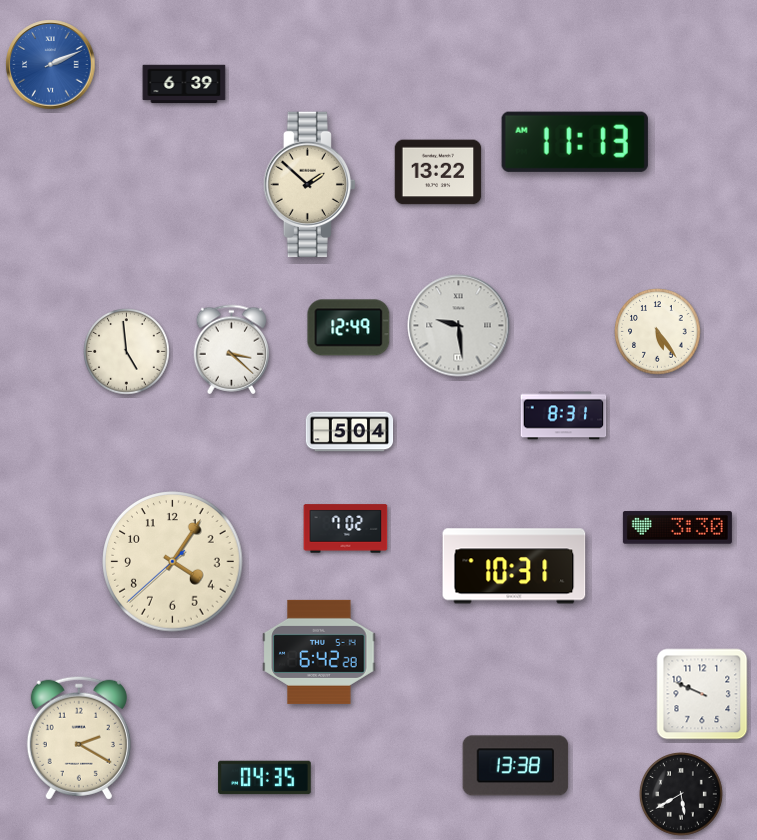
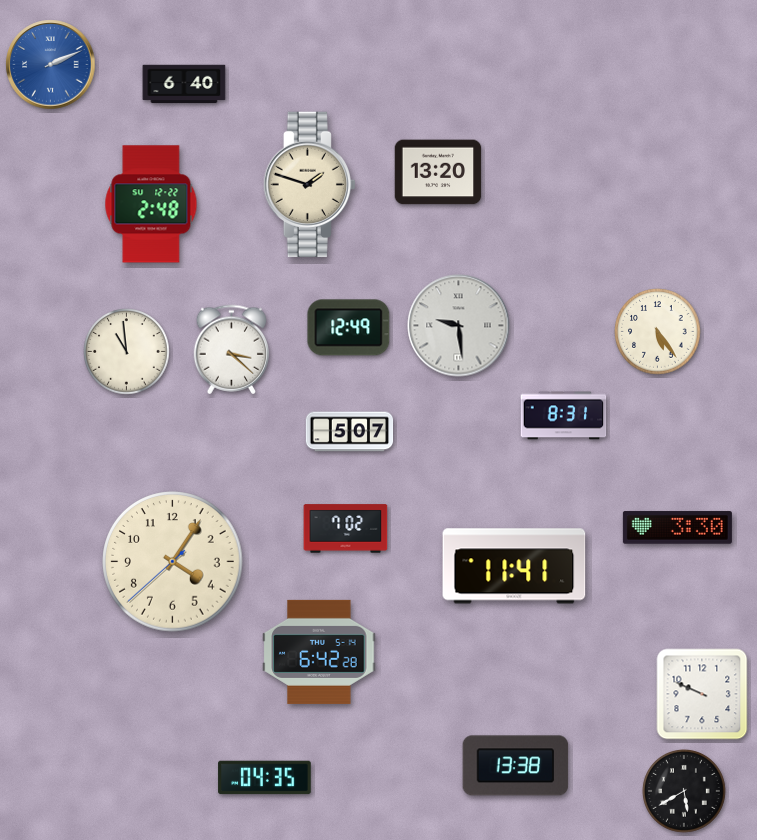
clock at (184, 84): 6:39 -> 6:40
clock at (575, 142): 11:13 -> none
clock at (438, 172): 13:22 -> 13:20
clock at (309, 185): 1:52 -> 1:48
clock at (151, 204): none -> 2:48
clock at (127, 352): 4:59 -> 10:59
clock at (350, 432): 5:04 -> 5:07
clock at (514, 566): 10:31 -> 11:41
clock at (79, 738): 2:20 -> none
clock at (682, 795) position: (682, 795) -> (685, 792)
